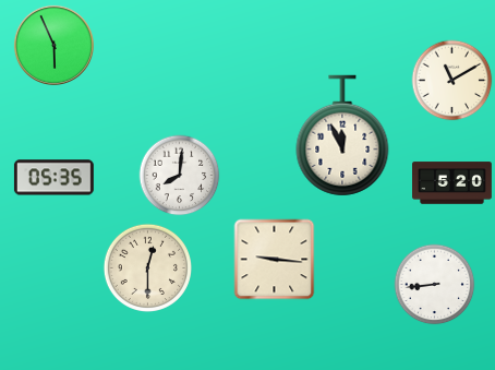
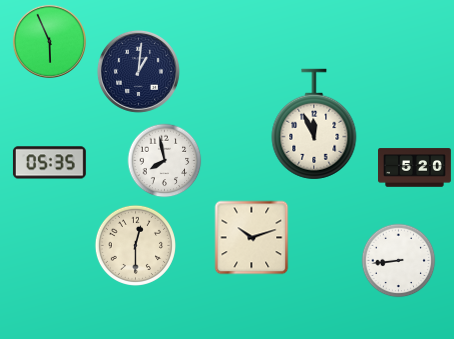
clock at (138, 71): none -> 1:01
clock at (452, 81): 11:10 -> none
clock at (180, 176): 8:01 -> 7:58
clock at (275, 260): 9:16 -> 10:12
